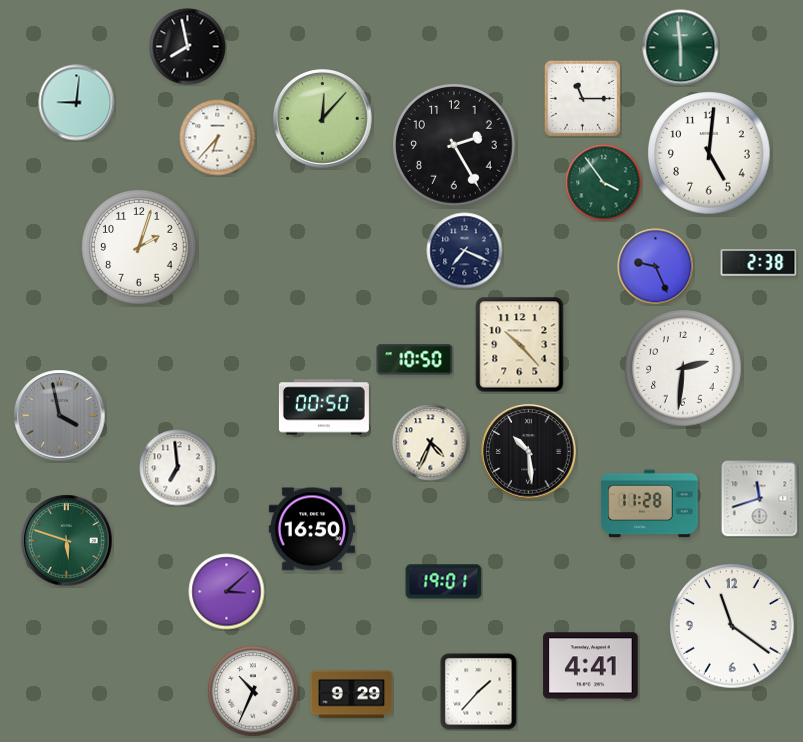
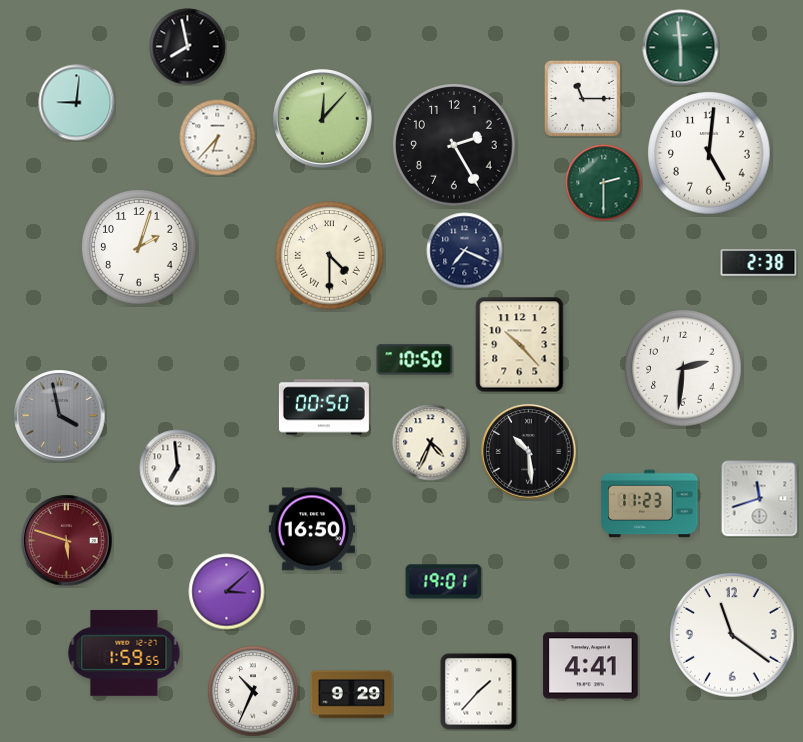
clock at (604, 183): 3:54 -> 2:30
clock at (330, 256): none -> 4:30
clock at (656, 267): 9:26 -> none
clock at (650, 504): 11:28 -> 11:23
clock at (67, 541) dial: green -> burgundy
clock at (732, 626) position: (732, 626) -> (732, 635)
clock at (124, 653): none -> 1:59
